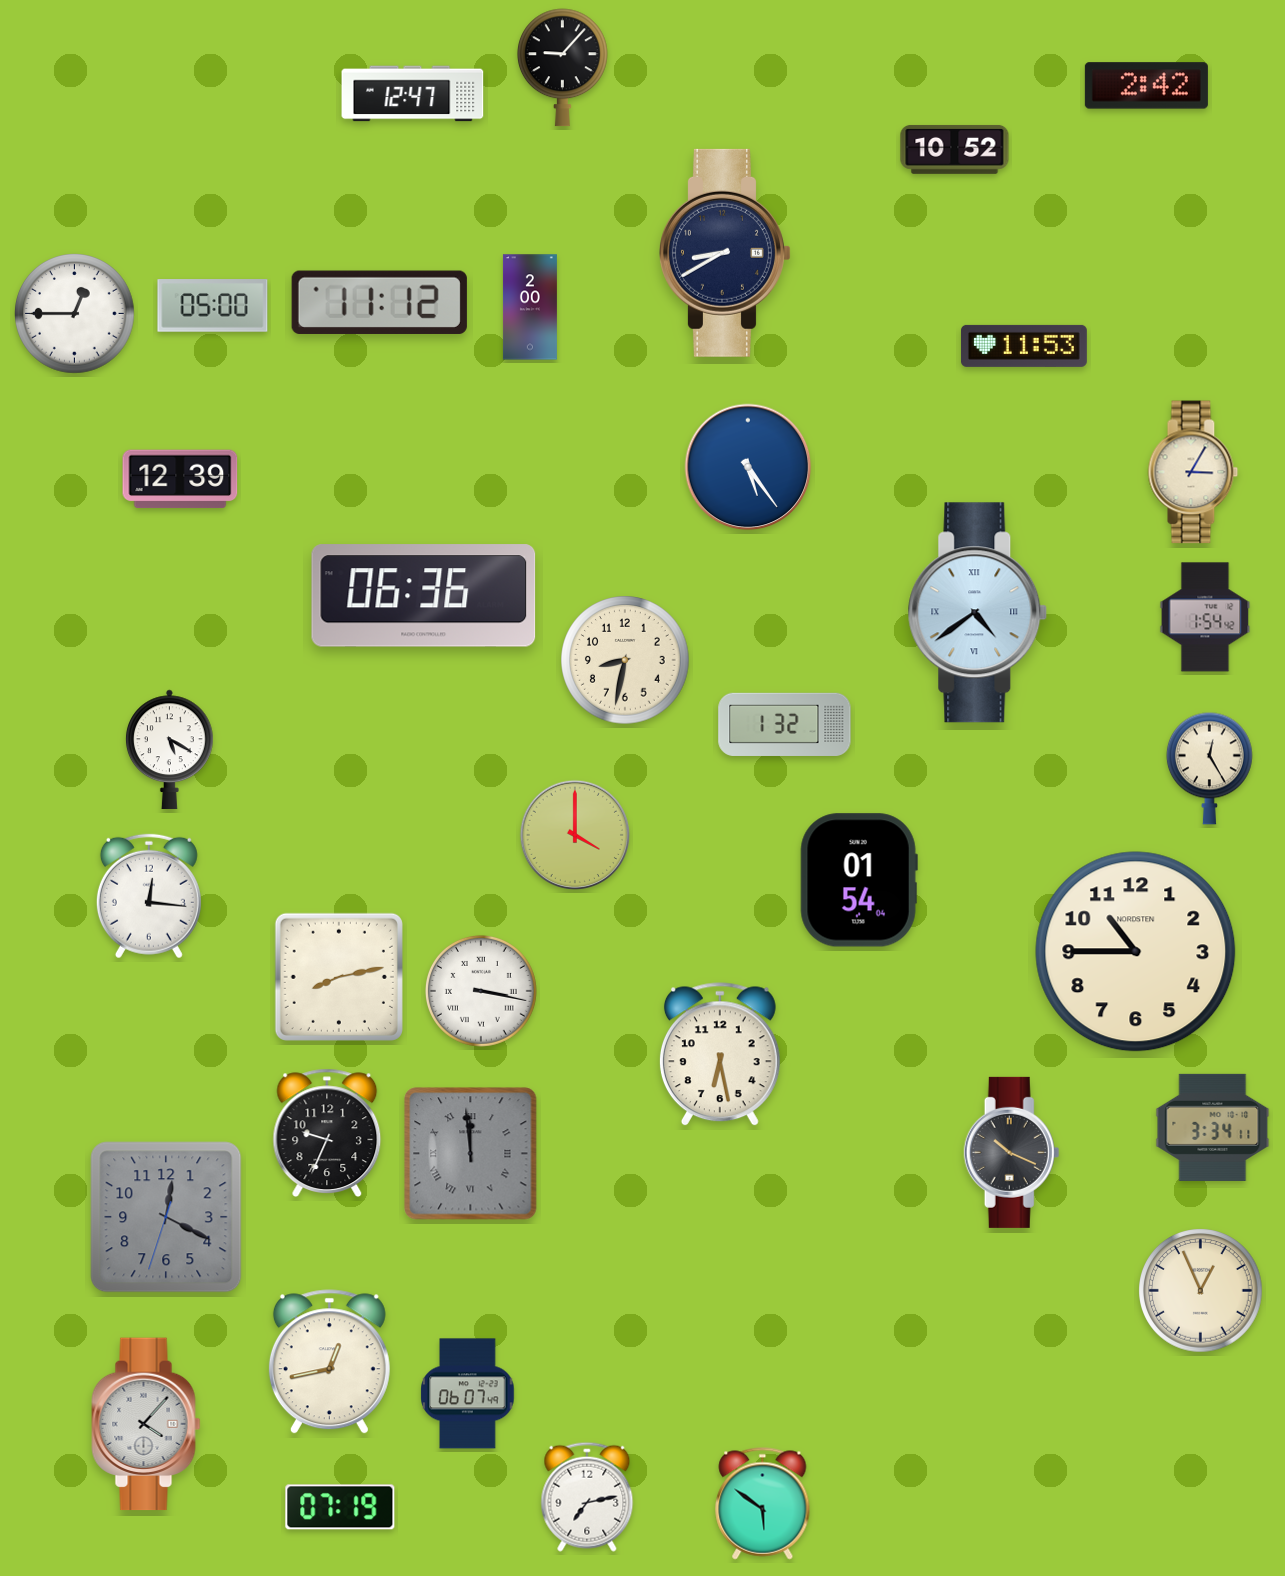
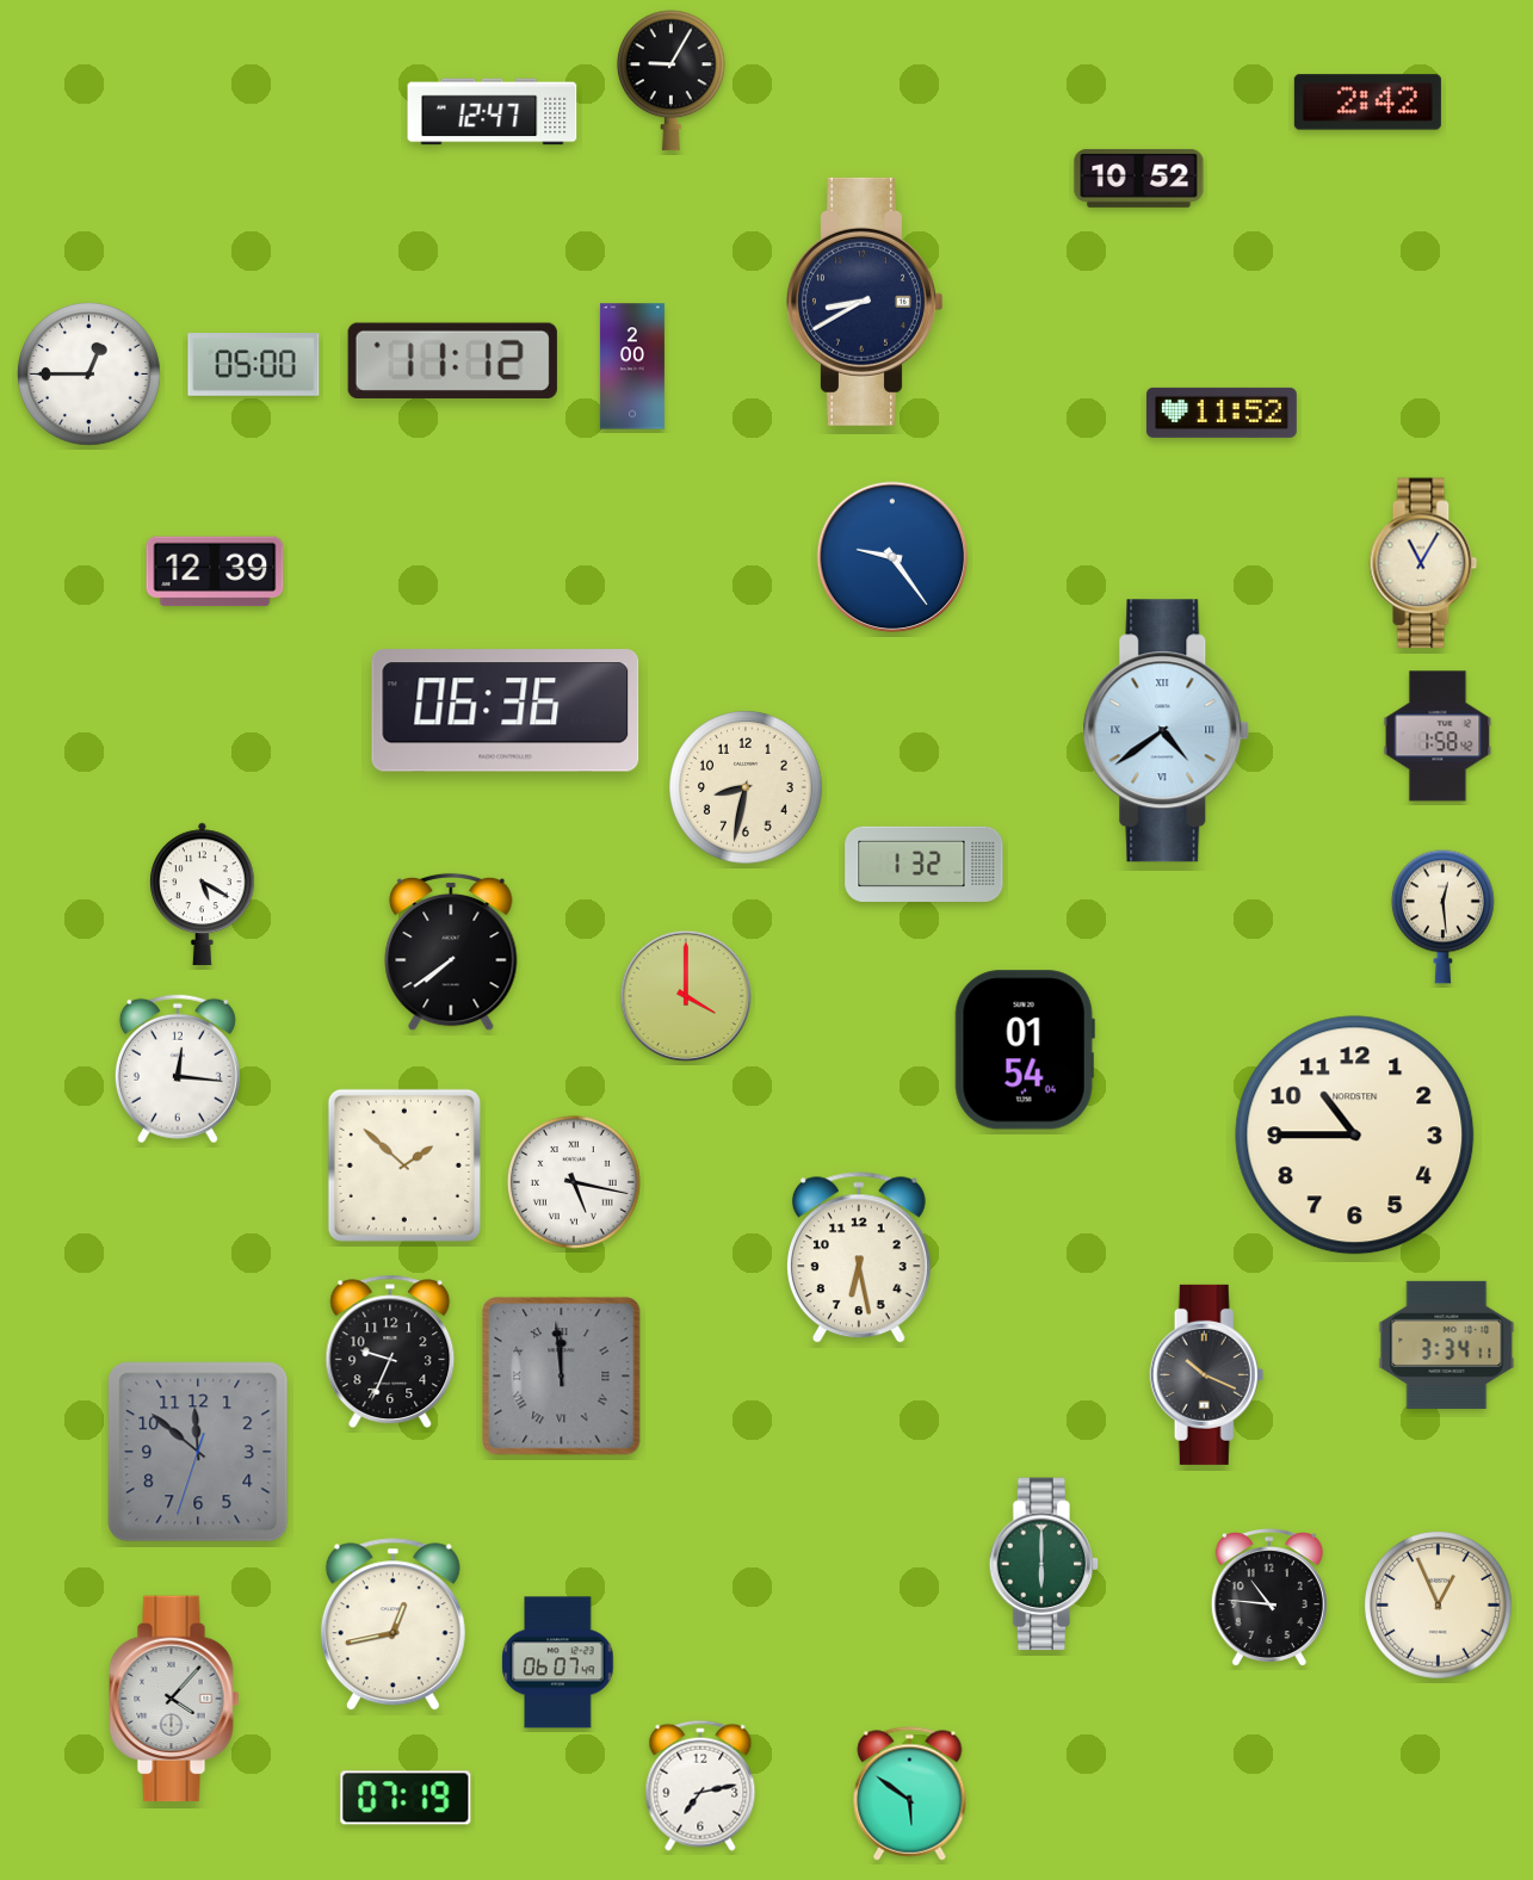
clock at (562, 68): 9:07 -> 9:05
clock at (1024, 346): 11:53 -> 11:52
clock at (748, 467): 5:24 -> 9:24
clock at (1193, 472): 3:05 -> 11:05
clock at (1205, 617): 1:54 -> 1:58
clock at (785, 724) position: (785, 724) -> (925, 864)
clock at (1209, 768): 12:25 -> 12:29
clock at (451, 952): none -> 7:39
clock at (339, 977): 8:13 -> 1:52
clock at (481, 991): 3:17 -> 5:17
clock at (166, 1217): 12:19 -> 11:51
clock at (1201, 1291) position: (1201, 1291) -> (1439, 1606)
clock at (1044, 1564): none -> 6:00
clock at (1269, 1597): none -> 10:46
